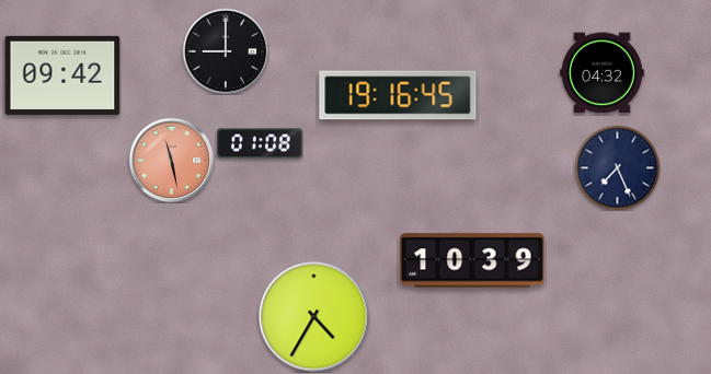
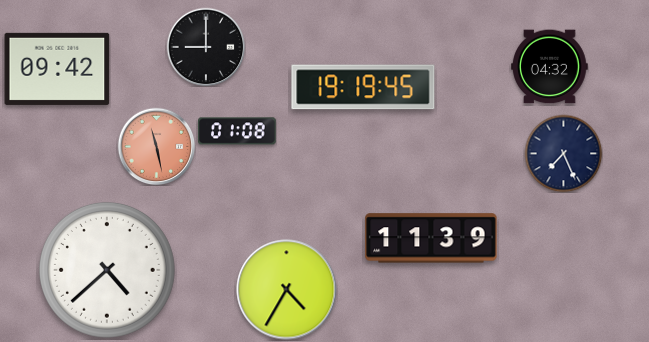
clock at (398, 95): 19:16 -> 19:19
clock at (472, 260): 10:39 -> 11:39
clock at (107, 270): none -> 4:38
